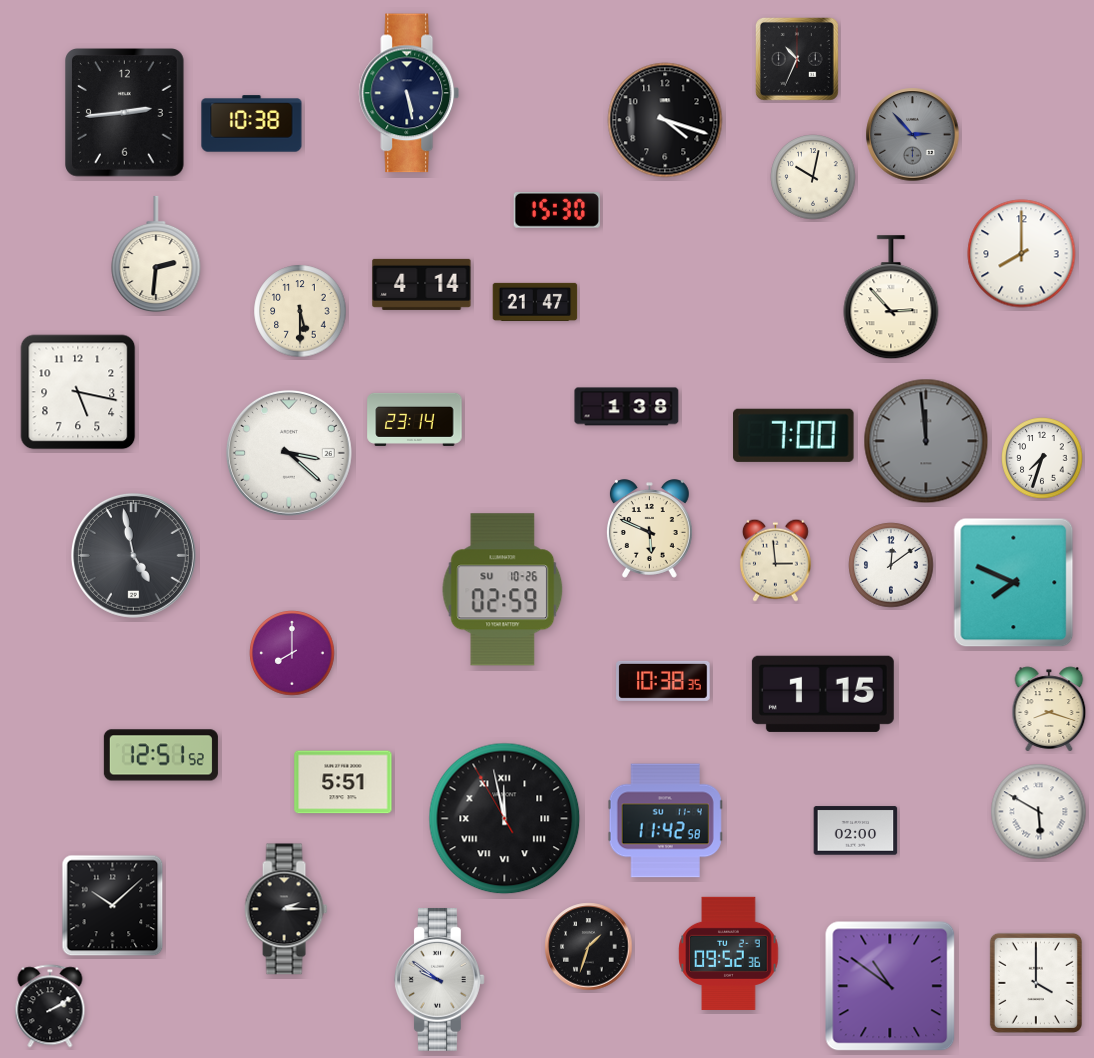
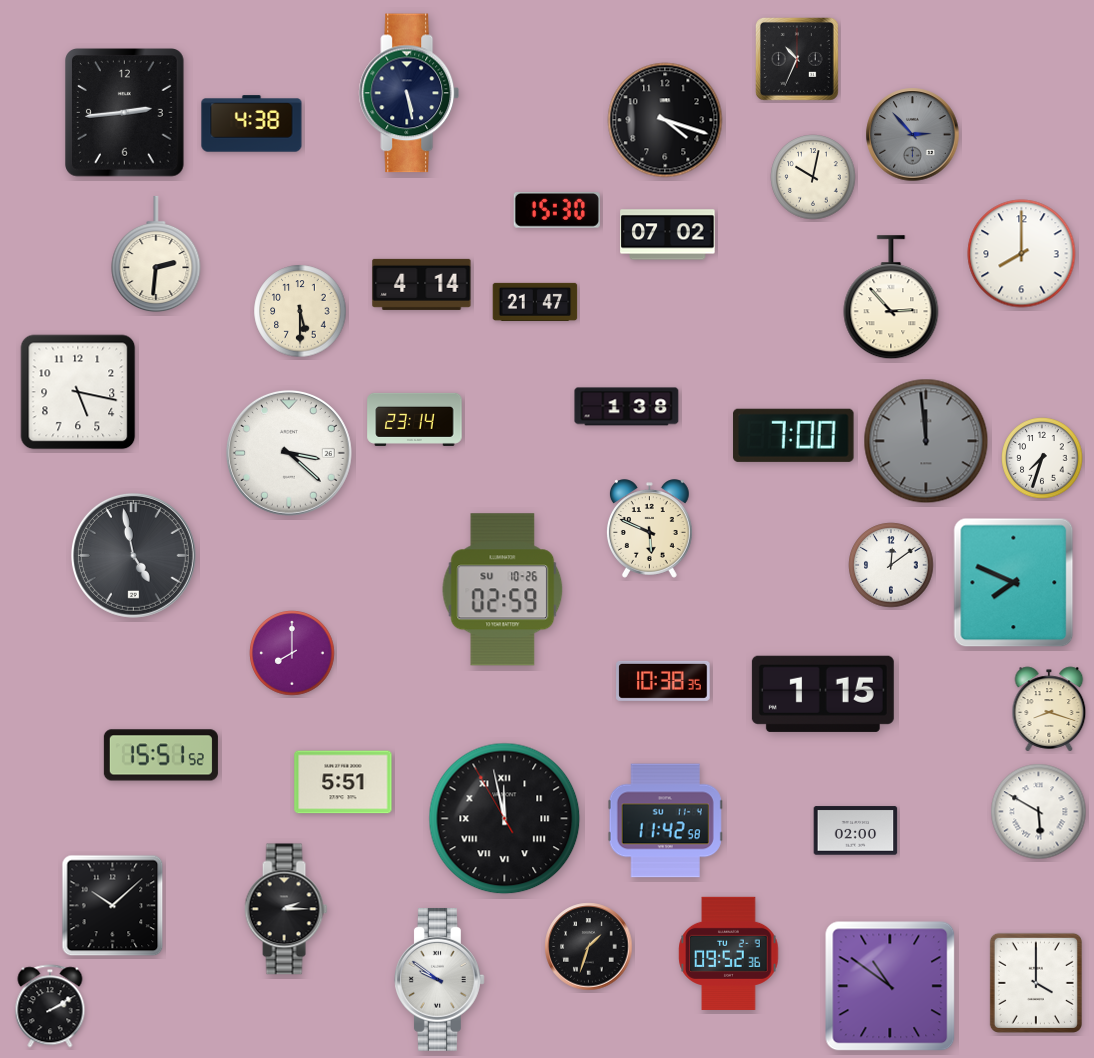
clock at (252, 124): 10:38 -> 4:38
clock at (668, 235): none -> 07:02
clock at (775, 560): 2:59 -> none
clock at (161, 755): 12:51 -> 15:51
